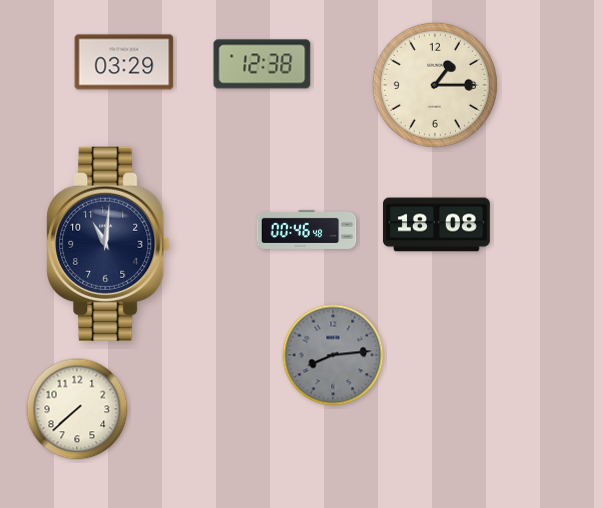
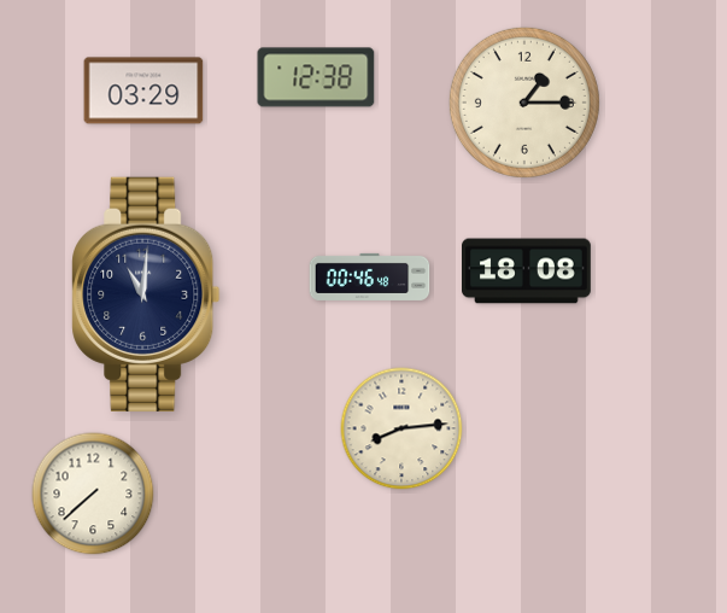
clock at (124, 62) position: (124, 62) -> (143, 91)
clock at (108, 244) position: (108, 244) -> (146, 294)
clock at (333, 355) dial: grey -> cream
